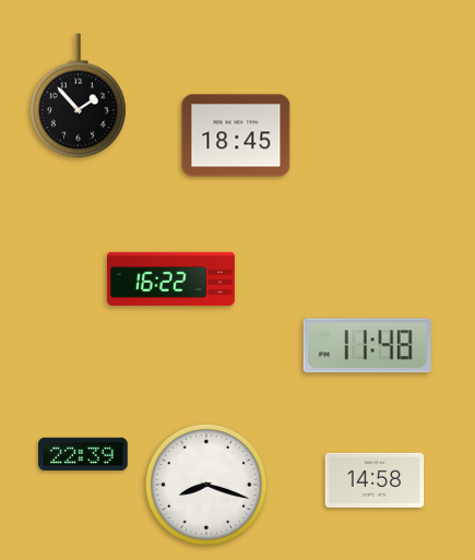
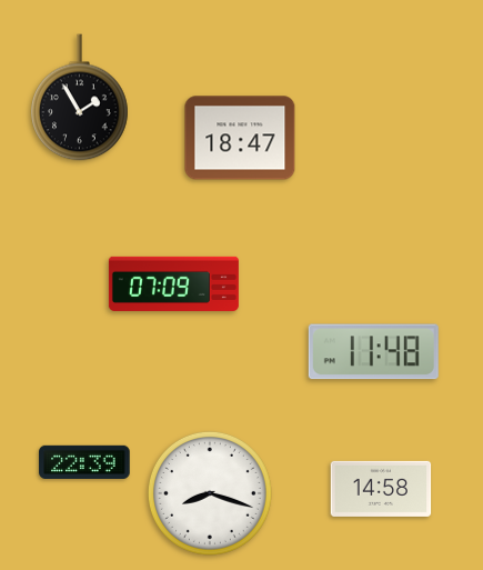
clock at (79, 96): 1:53 -> 1:55
clock at (236, 135): 18:45 -> 18:47
clock at (170, 278): 16:22 -> 07:09
